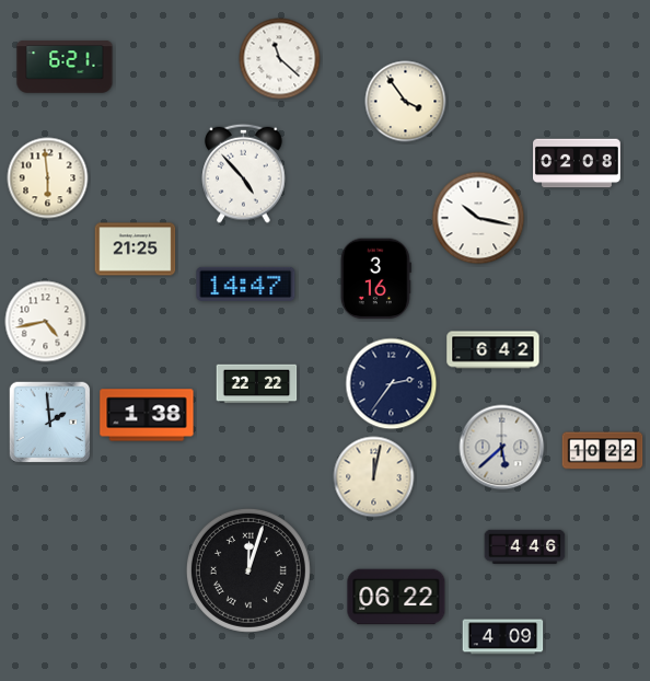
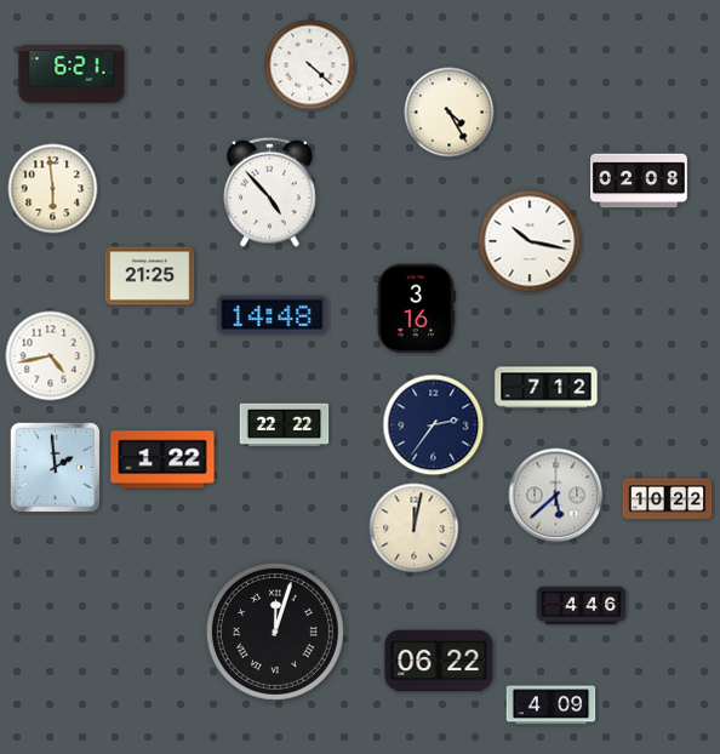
clock at (280, 59): 11:22 -> 4:22
clock at (406, 102): 3:54 -> 4:25
clock at (48, 178) position: (48, 178) -> (53, 189)
clock at (246, 284): 14:47 -> 14:48
clock at (494, 350): 6:42 -> 7:12
clock at (147, 415): 1:38 -> 1:22
clock at (503, 637) position: (503, 637) -> (552, 706)
